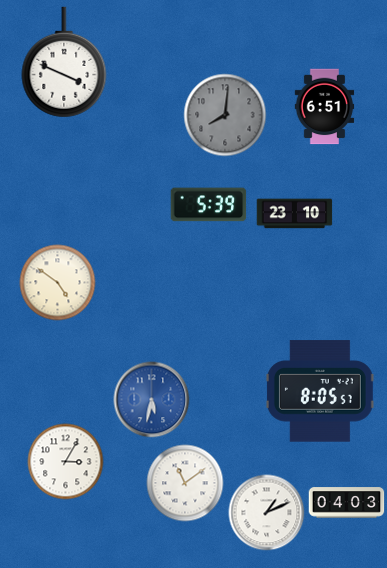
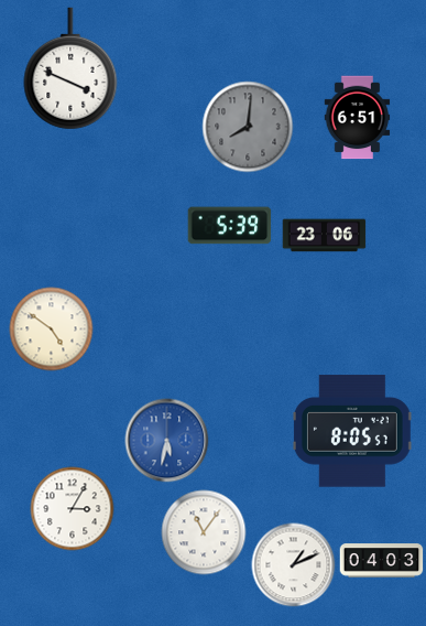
clock at (295, 214): 23:10 -> 23:06
clock at (58, 283) position: (58, 283) -> (52, 330)
clock at (185, 483): 11:09 -> 11:06
clock at (347, 503) position: (347, 503) -> (382, 561)
